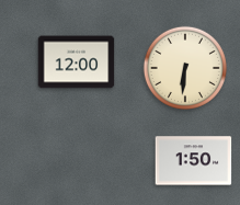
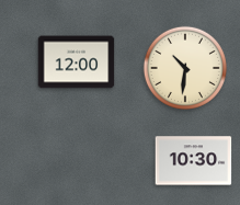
clock at (185, 68): 6:31 -> 10:31
clock at (194, 161): 1:50 -> 10:30
